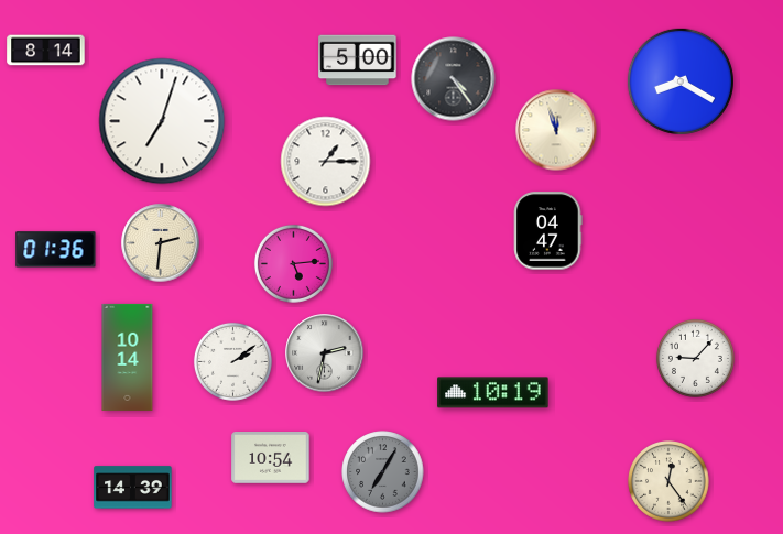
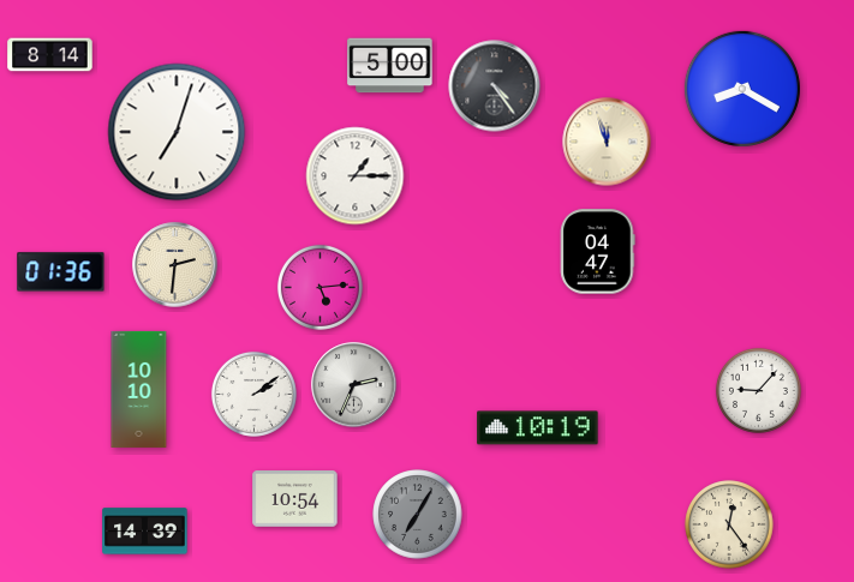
clock at (325, 353): 2:32 -> 2:34
clock at (128, 357): 10:14 -> 10:10
